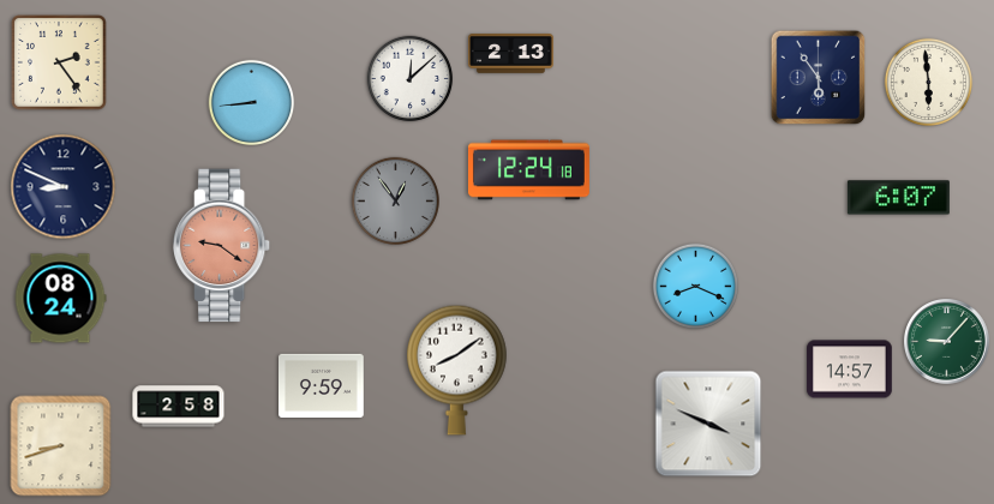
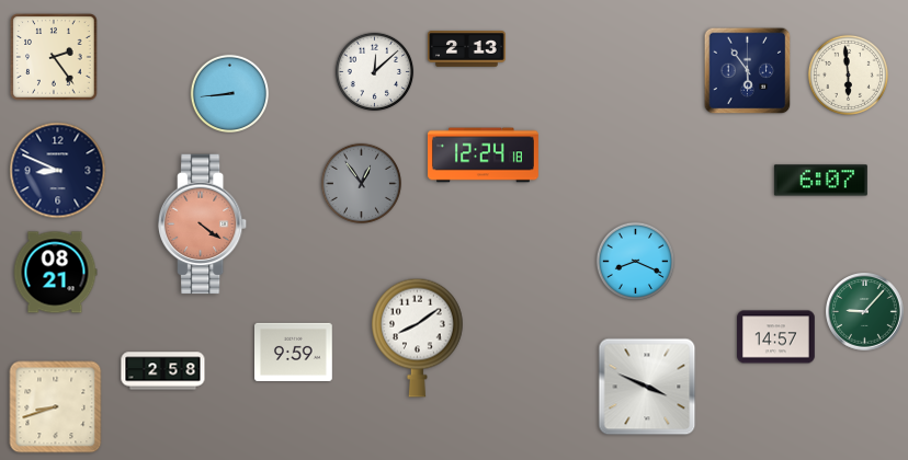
clock at (223, 246): 9:21 -> 4:21
clock at (60, 299): 08:24 -> 08:21
